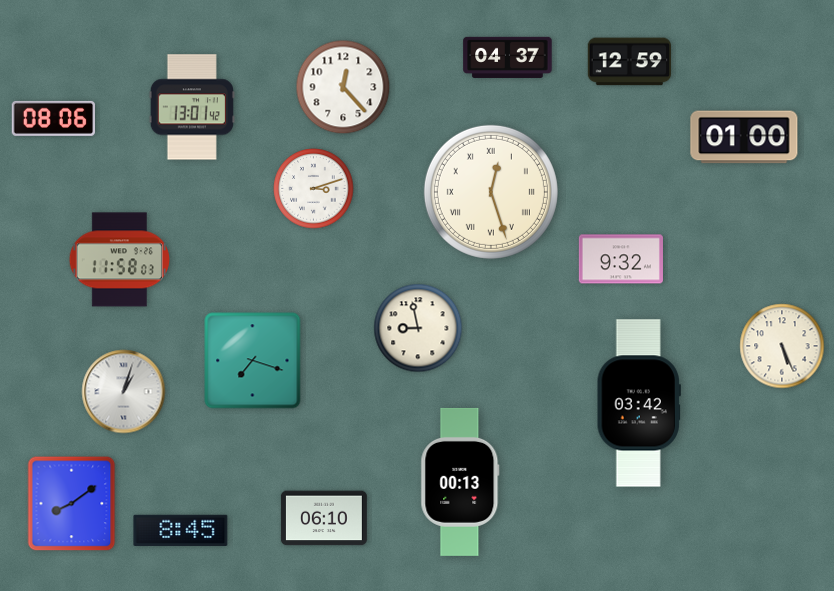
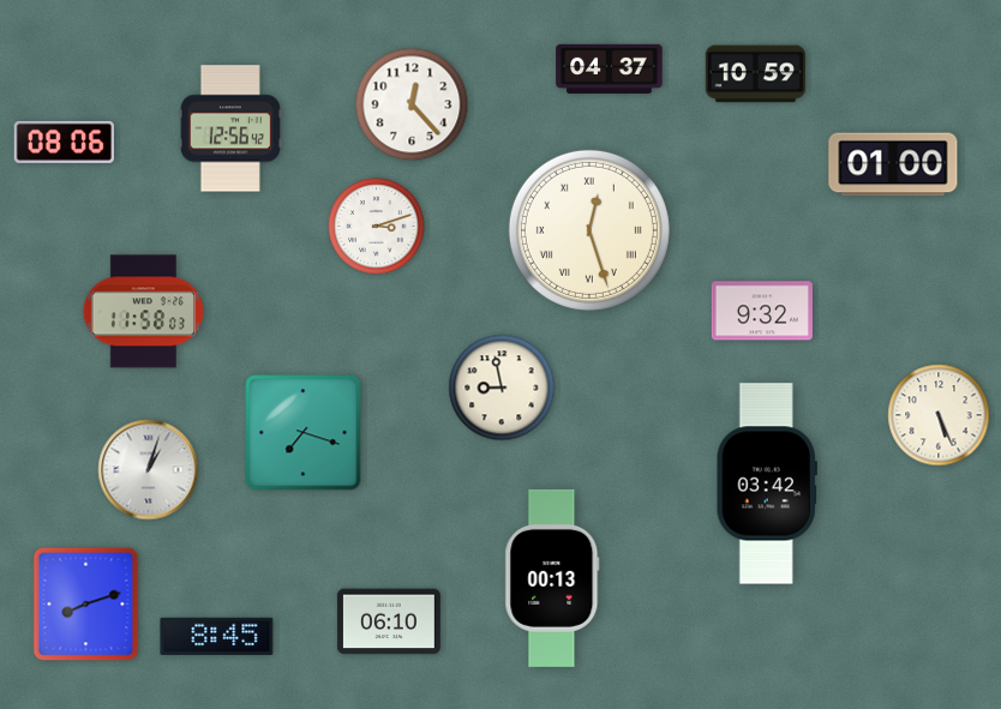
clock at (629, 62): 12:59 -> 10:59
clock at (192, 107): 13:01 -> 12:56
clock at (621, 259) position: (621, 259) -> (762, 311)
clock at (418, 328) position: (418, 328) -> (502, 387)
clock at (72, 504): 8:09 -> 8:12
